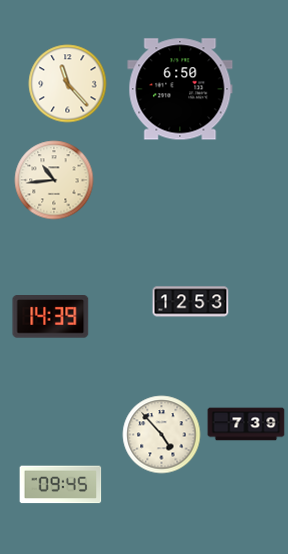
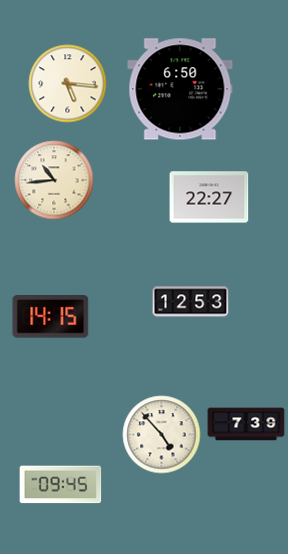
clock at (68, 84): 11:23 -> 5:16
clock at (209, 197): none -> 22:27
clock at (51, 317): 14:39 -> 14:15
